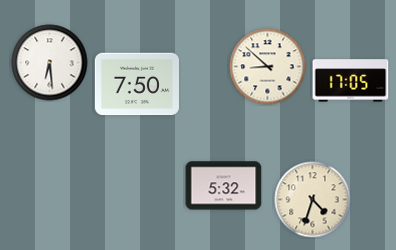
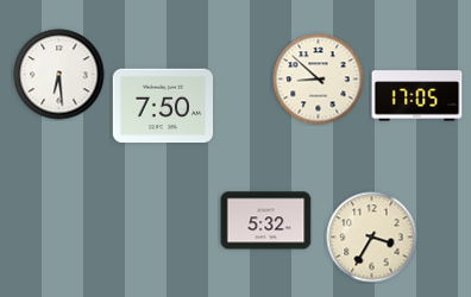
clock at (136, 84) position: (136, 84) -> (162, 106)
clock at (313, 200): 4:33 -> 3:35
